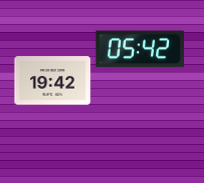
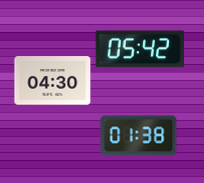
clock at (53, 81): 19:42 -> 04:30
clock at (139, 136): none -> 01:38
